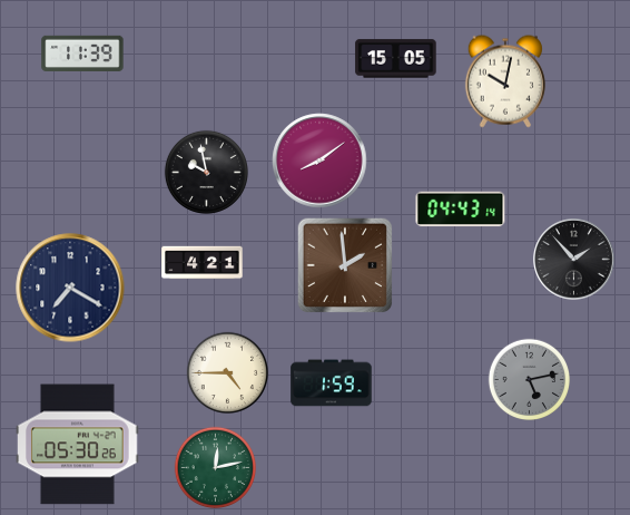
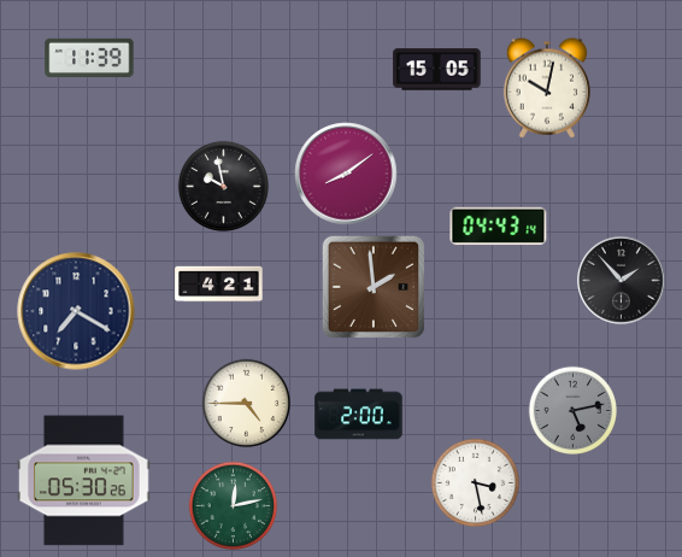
clock at (396, 59) position: (396, 59) -> (437, 70)
clock at (332, 383): 1:59 -> 2:00
clock at (475, 482): none -> 3:28
